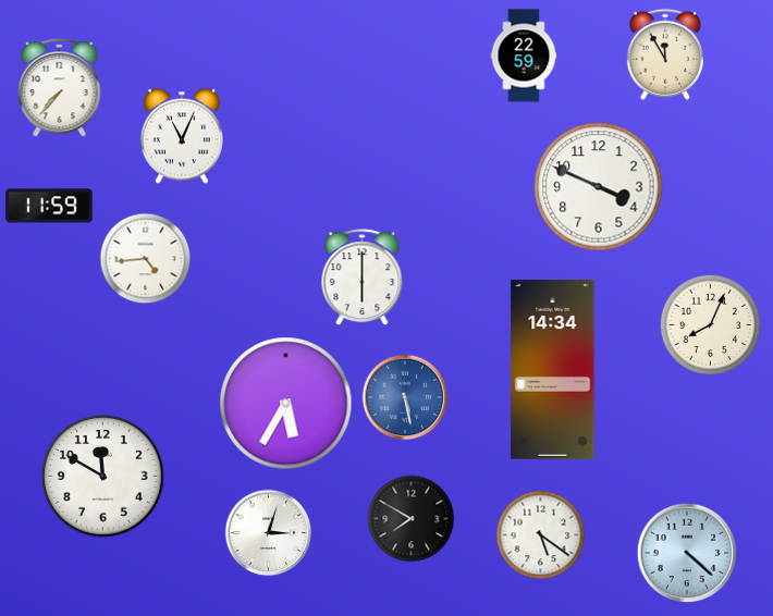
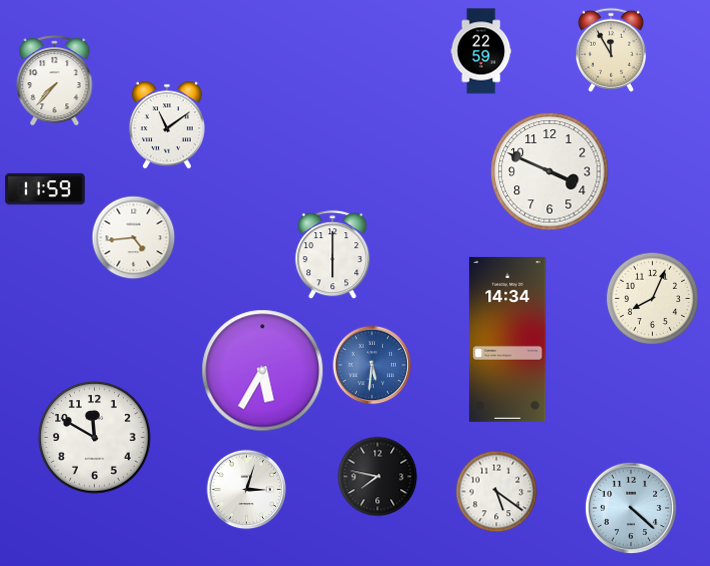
clock at (182, 136): 11:04 -> 11:09
clock at (405, 397): 5:28 -> 5:31
clock at (412, 519): 7:50 -> 7:47
